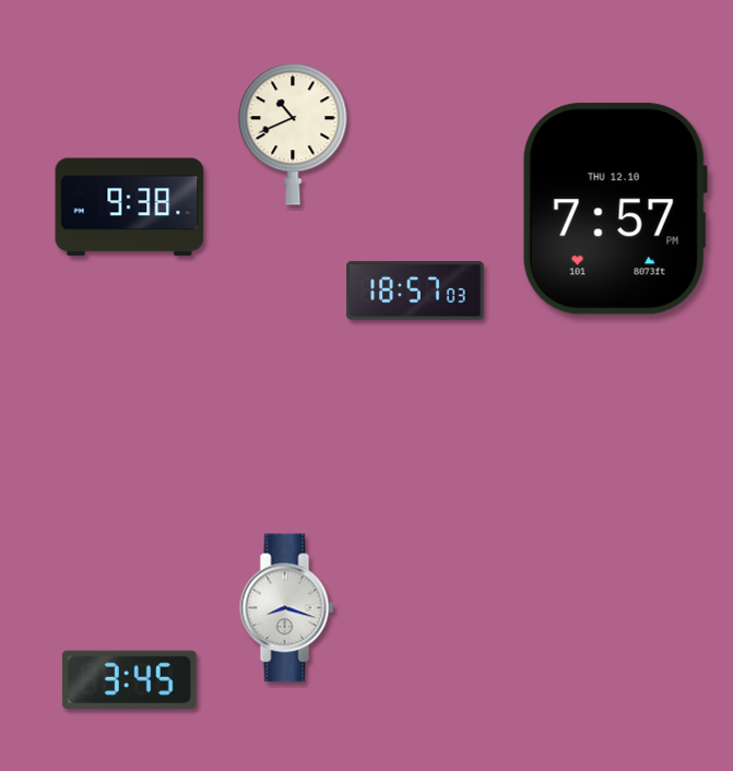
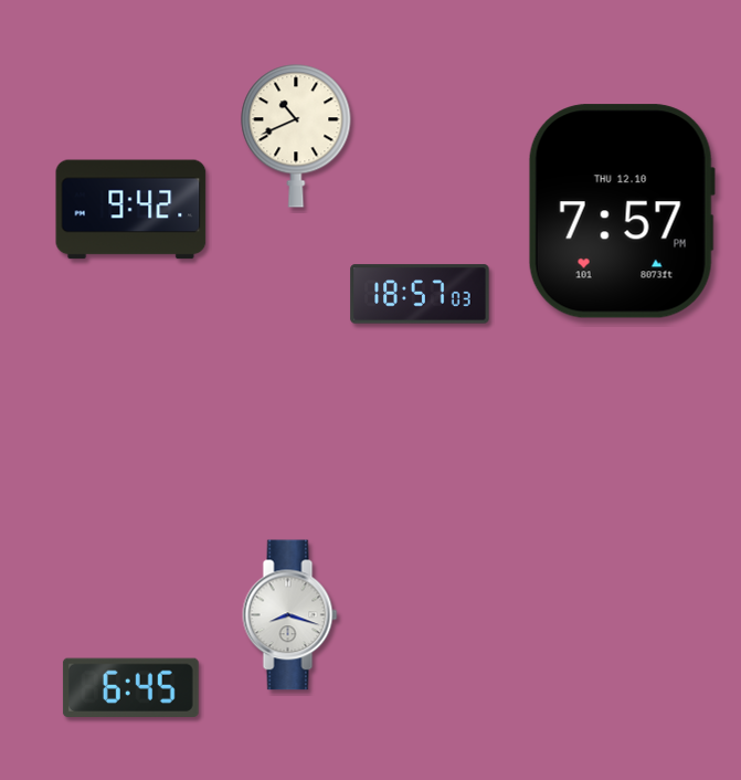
clock at (130, 207): 9:38 -> 9:42
clock at (129, 680): 3:45 -> 6:45
